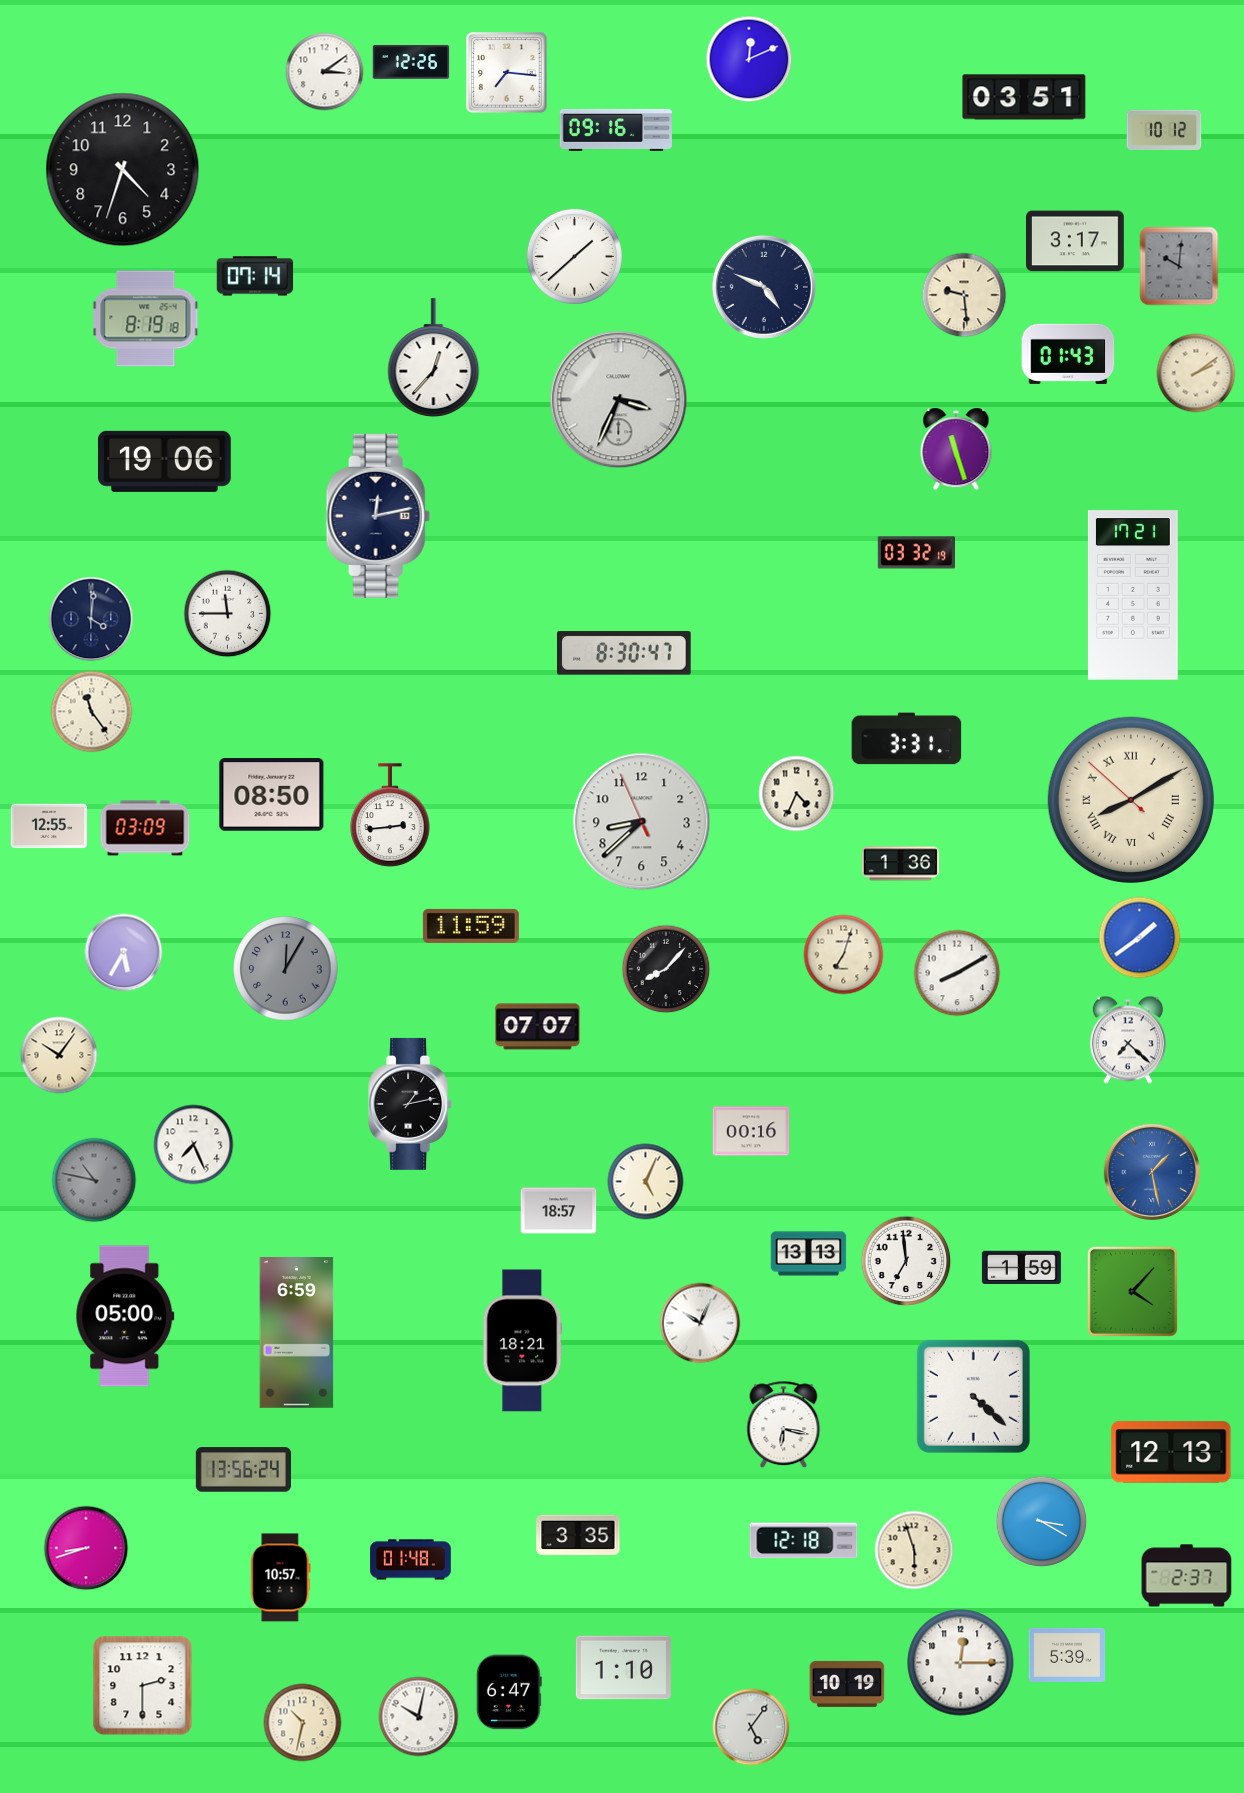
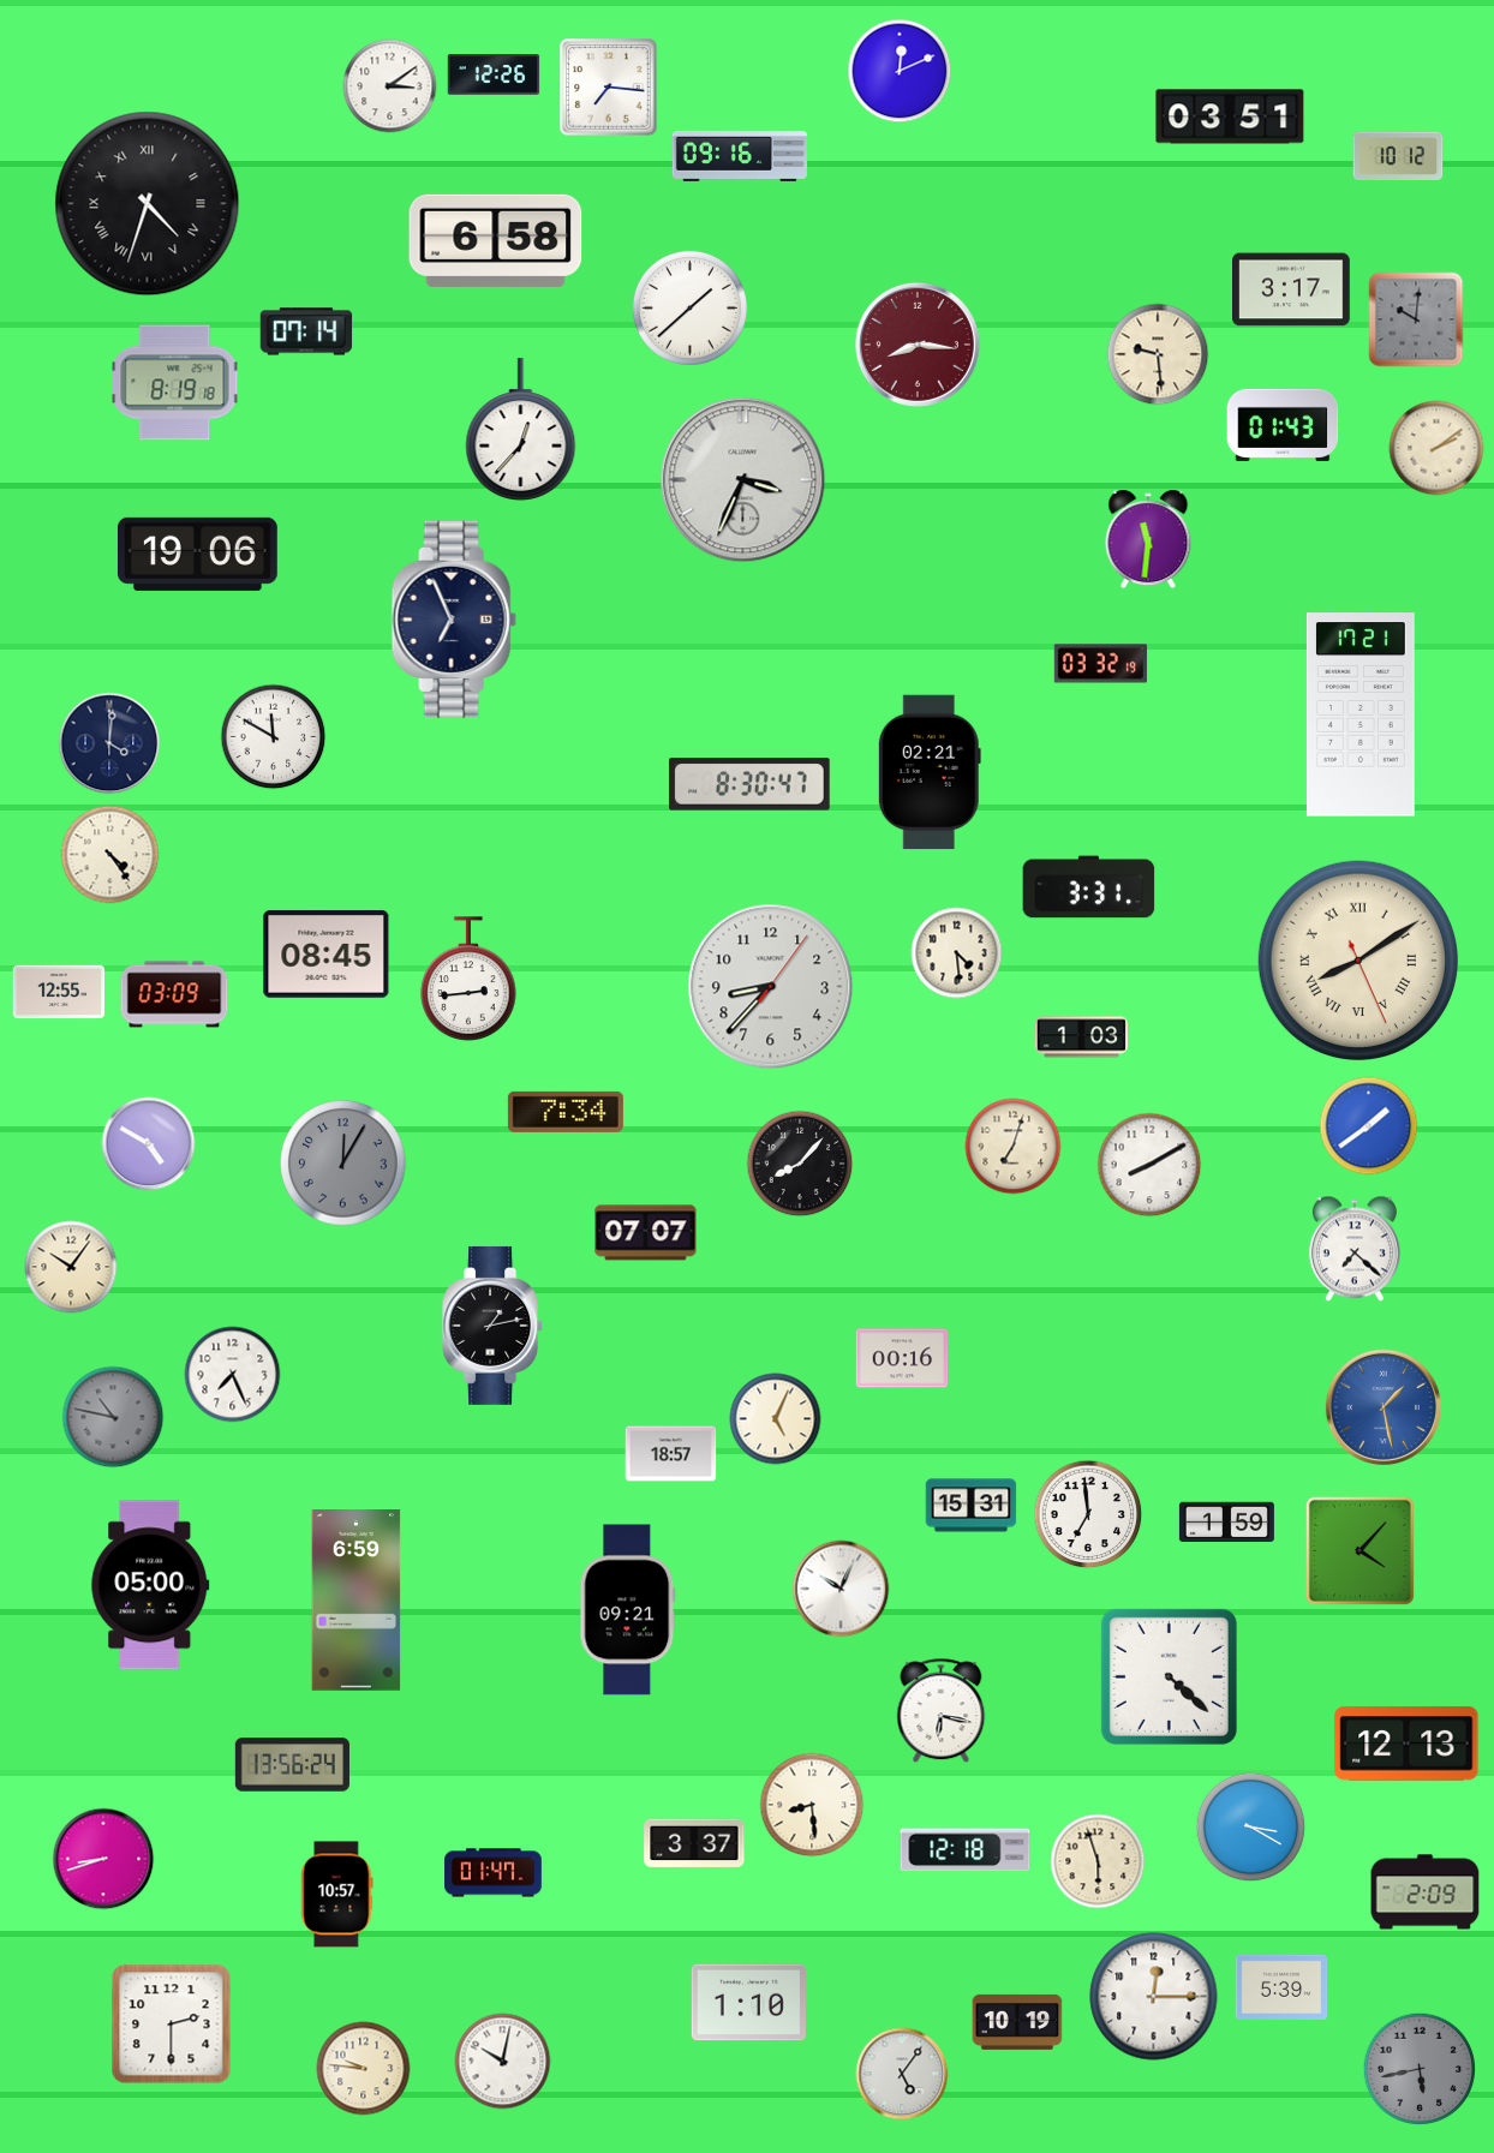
clock at (123, 170) numerals: Arabic -> Roman
clock at (496, 240): none -> 6:58
clock at (764, 287): 4:49 -> 8:16
clock at (764, 287) dial: navy -> burgundy
clock at (956, 449): 11:27 -> 11:31
clock at (378, 516): 12:13 -> 6:56
clock at (228, 614): 11:45 -> 11:50
clock at (930, 772): none -> 02:21
clock at (92, 712): 11:24 -> 4:24
clock at (797, 794): 4:34 -> 4:29
clock at (272, 795): 08:50 -> 08:45
clock at (1131, 800): 8:09:52 -> 8:09:26
clock at (642, 822): 8:37:56 -> 8:37:06
clock at (900, 864): 1:36 -> 1:03
clock at (471, 926): 11:59 -> 7:34
clock at (124, 953): 5:35 -> 4:50
clock at (957, 973) position: (957, 973) -> (1149, 1165)
clock at (809, 1254): 13:13 -> 15:31
clock at (125, 1316) position: (125, 1316) -> (150, 1585)
clock at (523, 1341): 18:21 -> 09:21
clock at (812, 1805): none -> 8:29
clock at (578, 1535): 3:35 -> 3:37
clock at (411, 1560): 01:48 -> 01:47
clock at (1187, 1576): 2:37 -> 2:09
clock at (509, 1692): 6:47 -> none
clock at (303, 1723): 10:32 -> 9:46
clock at (1420, 2069): none -> 5:43
